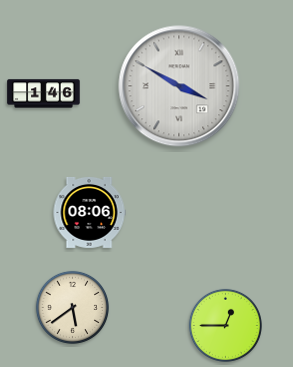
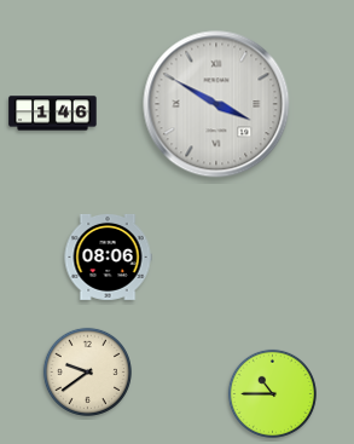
clock at (72, 307): 5:39 -> 9:39
clock at (225, 325): 12:45 -> 10:45
